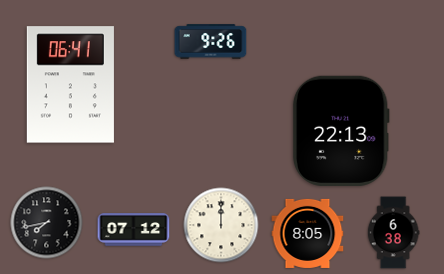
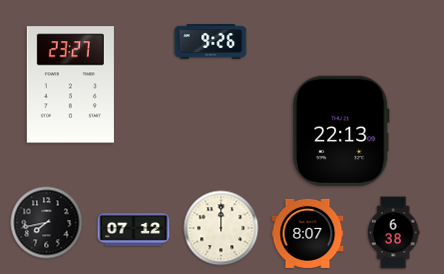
clock at (70, 85): 06:41 -> 23:27
clock at (221, 225) position: (221, 225) -> (221, 228)
clock at (308, 233): 8:05 -> 8:07
